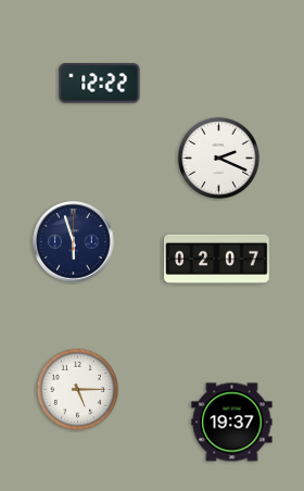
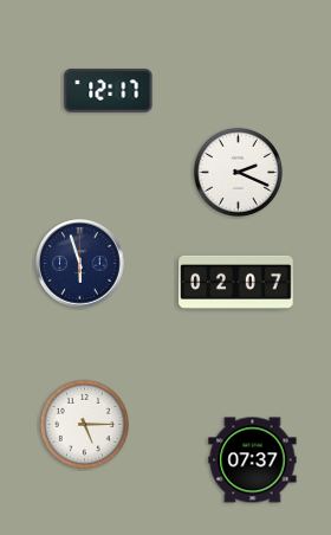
clock at (100, 84): 12:22 -> 12:17
clock at (232, 423): 19:37 -> 07:37
